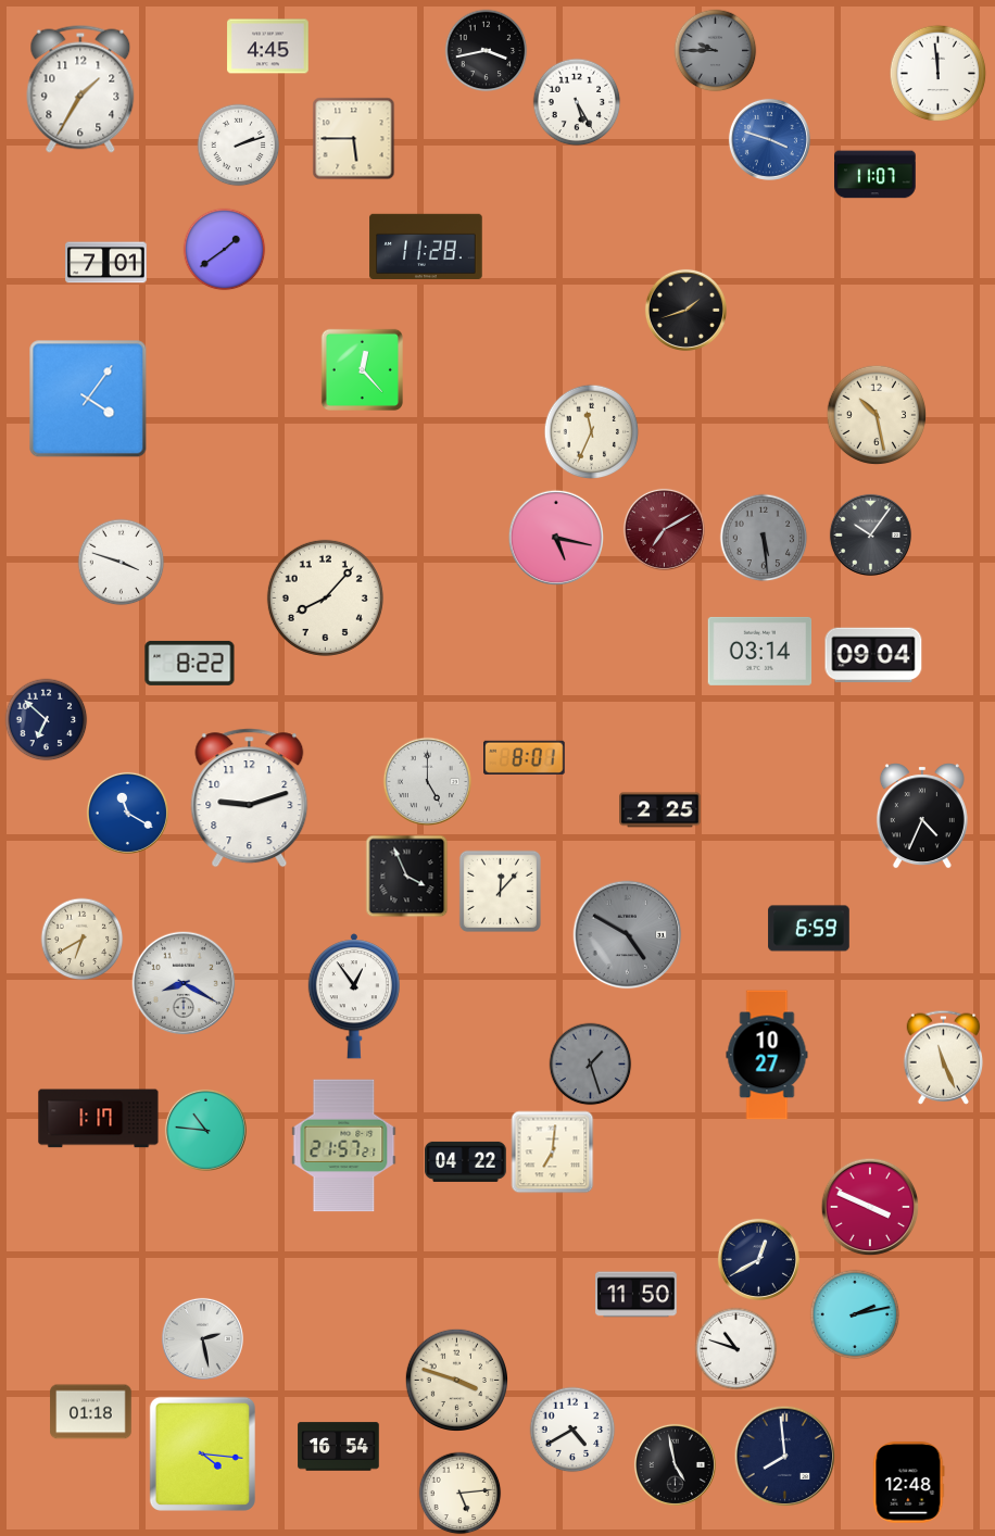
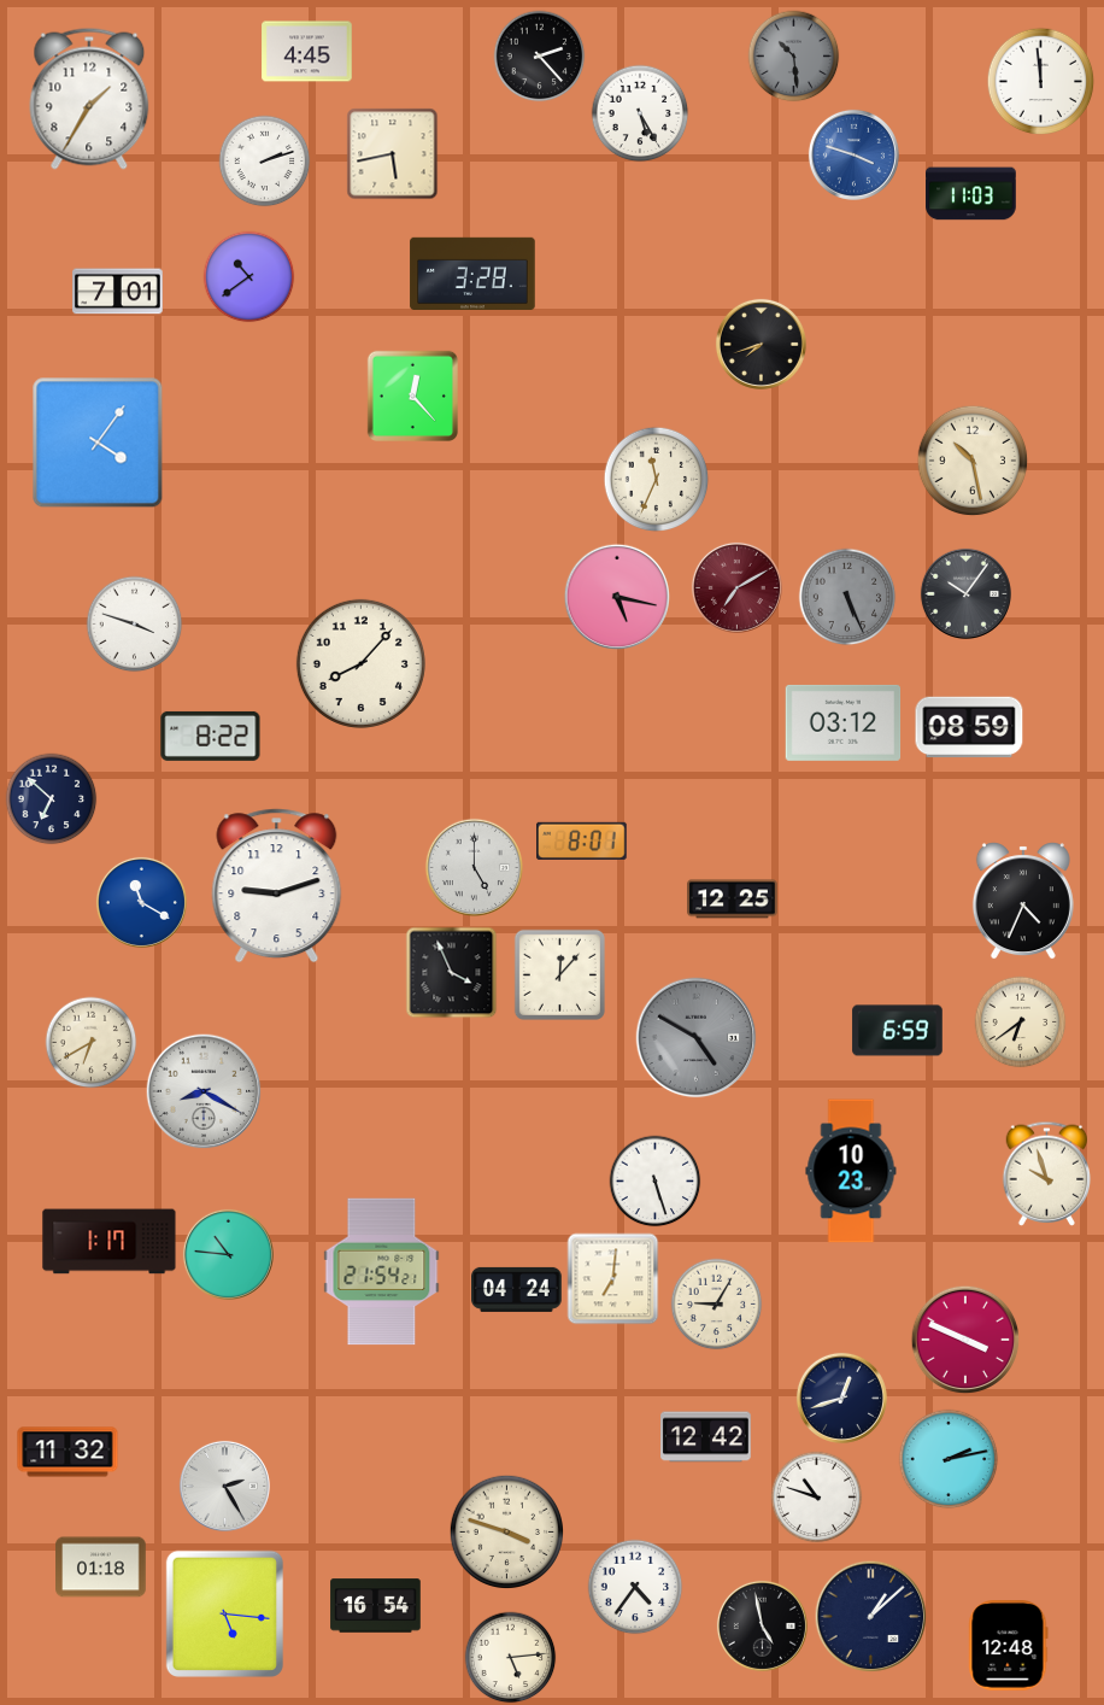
clock at (268, 47) position: (268, 47) -> (307, 52)
clock at (487, 51): 3:43 -> 2:23
clock at (716, 51): 9:45 -> 10:29
clock at (354, 139): 5:45 -> 5:43
clock at (876, 175): 11:07 -> 11:03
clock at (426, 245): 11:28 -> 3:28
clock at (225, 250): 1:39 -> 10:39
clock at (685, 310): 1:42 -> 7:42
clock at (362, 369) position: (362, 369) -> (412, 396)
clock at (764, 538): 5:29 -> 5:26
clock at (760, 651): 03:14 -> 03:12
clock at (873, 655): 09:04 -> 08:59
clock at (660, 810): 2:25 -> 12:25
clock at (922, 816) position: (922, 816) -> (1023, 901)
clock at (500, 891) position: (500, 891) -> (559, 974)
clock at (1021, 1023): none -> 6:39
clock at (354, 996): 12:54 -> none
clock at (767, 1055): 10:27 -> 10:23
clock at (944, 1057): 11:26 -> 9:57
clock at (591, 1065): 1:27 -> 5:27
clock at (591, 1065) dial: grey -> white
clock at (344, 1146): 21:57 -> 21:54
clock at (466, 1161): 04:22 -> 04:24
clock at (717, 1305): none -> 9:05
clock at (758, 1259): 12:40 -> 12:42
clock at (637, 1295): 11:50 -> 12:42
clock at (67, 1452): none -> 11:32
clock at (202, 1338): 2:28 -> 2:25
clock at (572, 1430): 4:40 -> 4:36
clock at (202, 1453): 4:16 -> 5:16
clock at (785, 1457): 7:59 -> 1:08
clock at (675, 1464) position: (675, 1464) -> (762, 1625)
